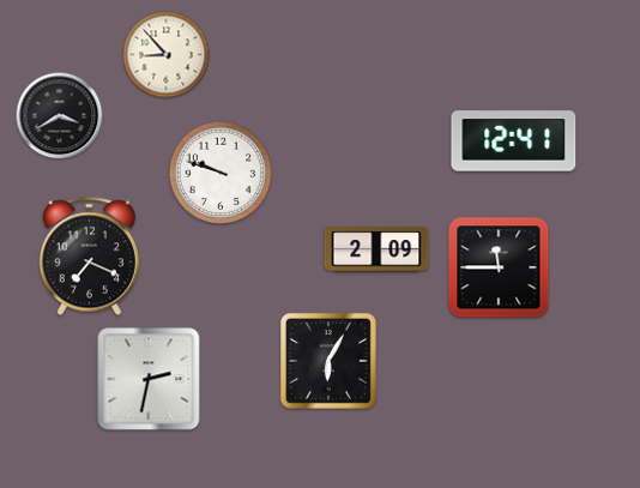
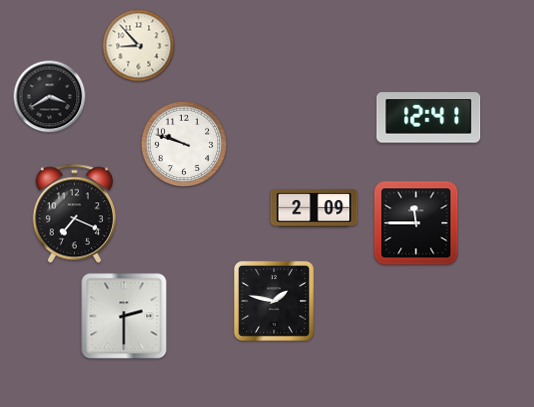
clock at (328, 361): 6:05 -> 1:47
clock at (149, 379): 2:32 -> 2:30
